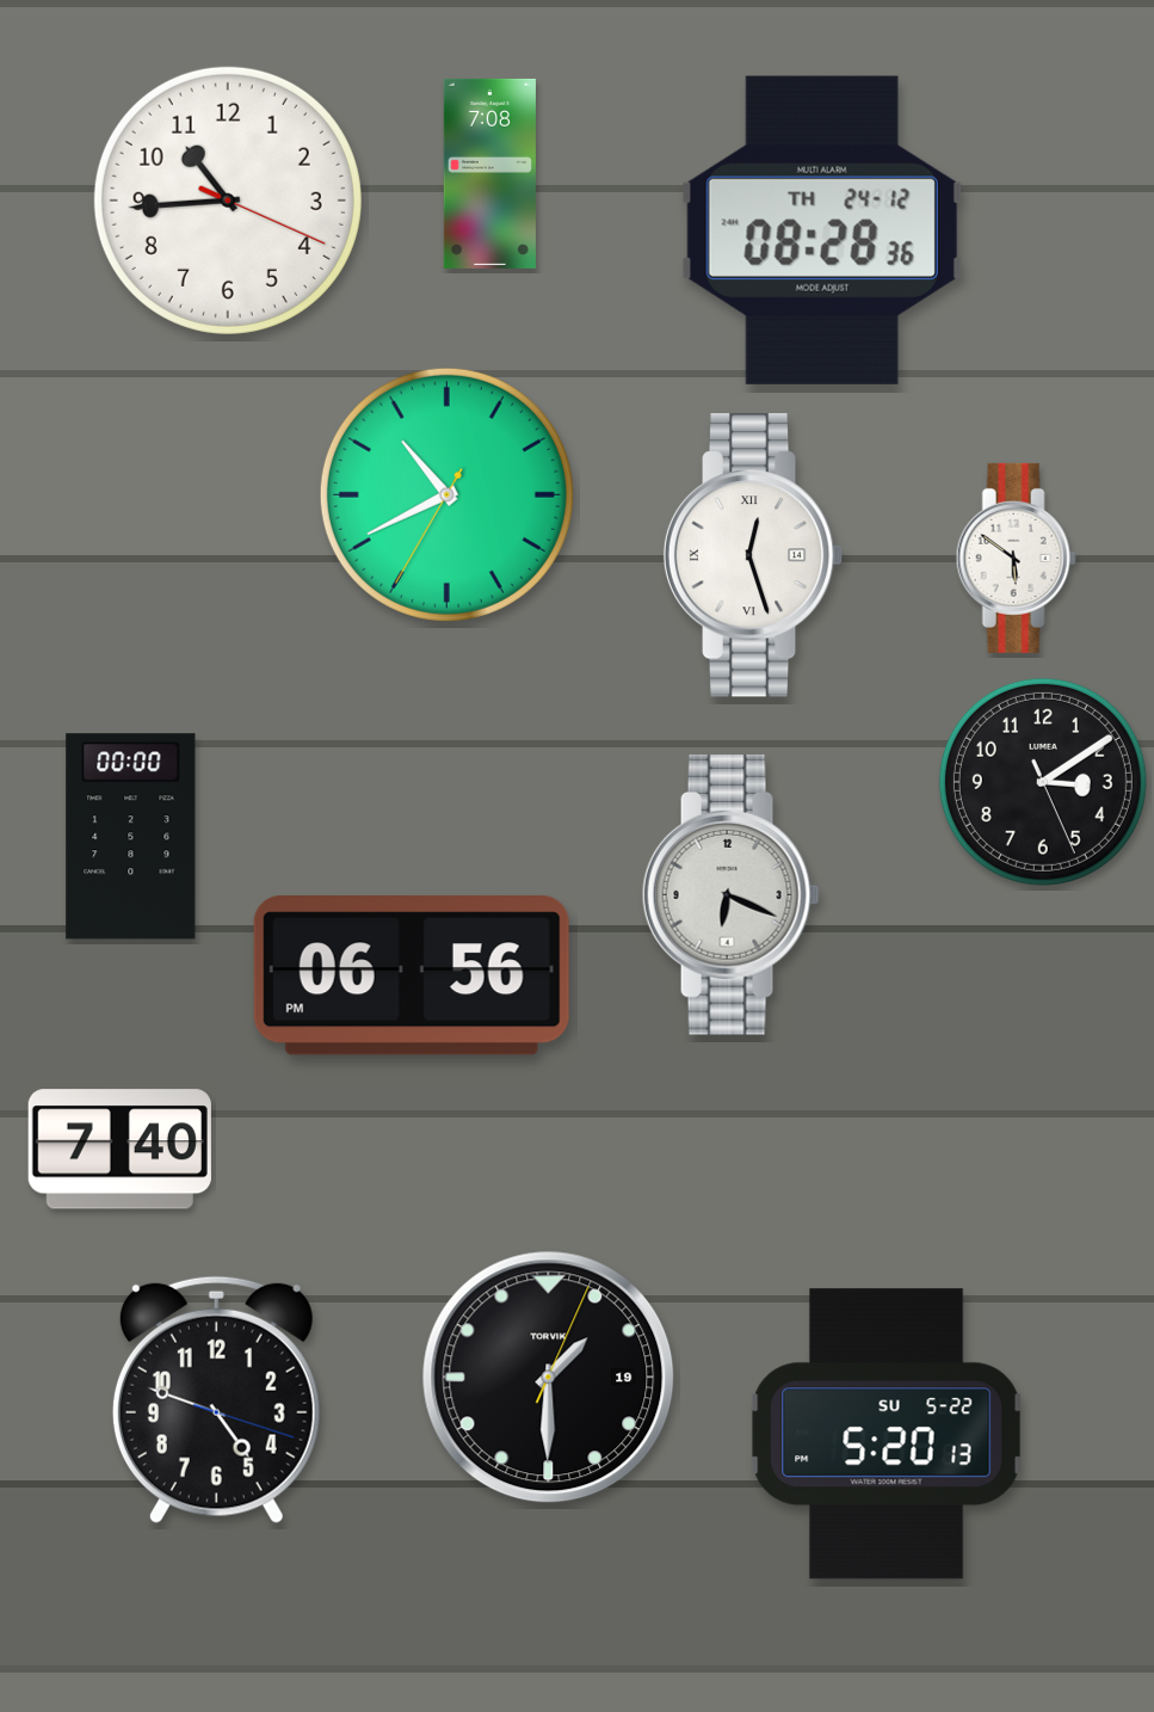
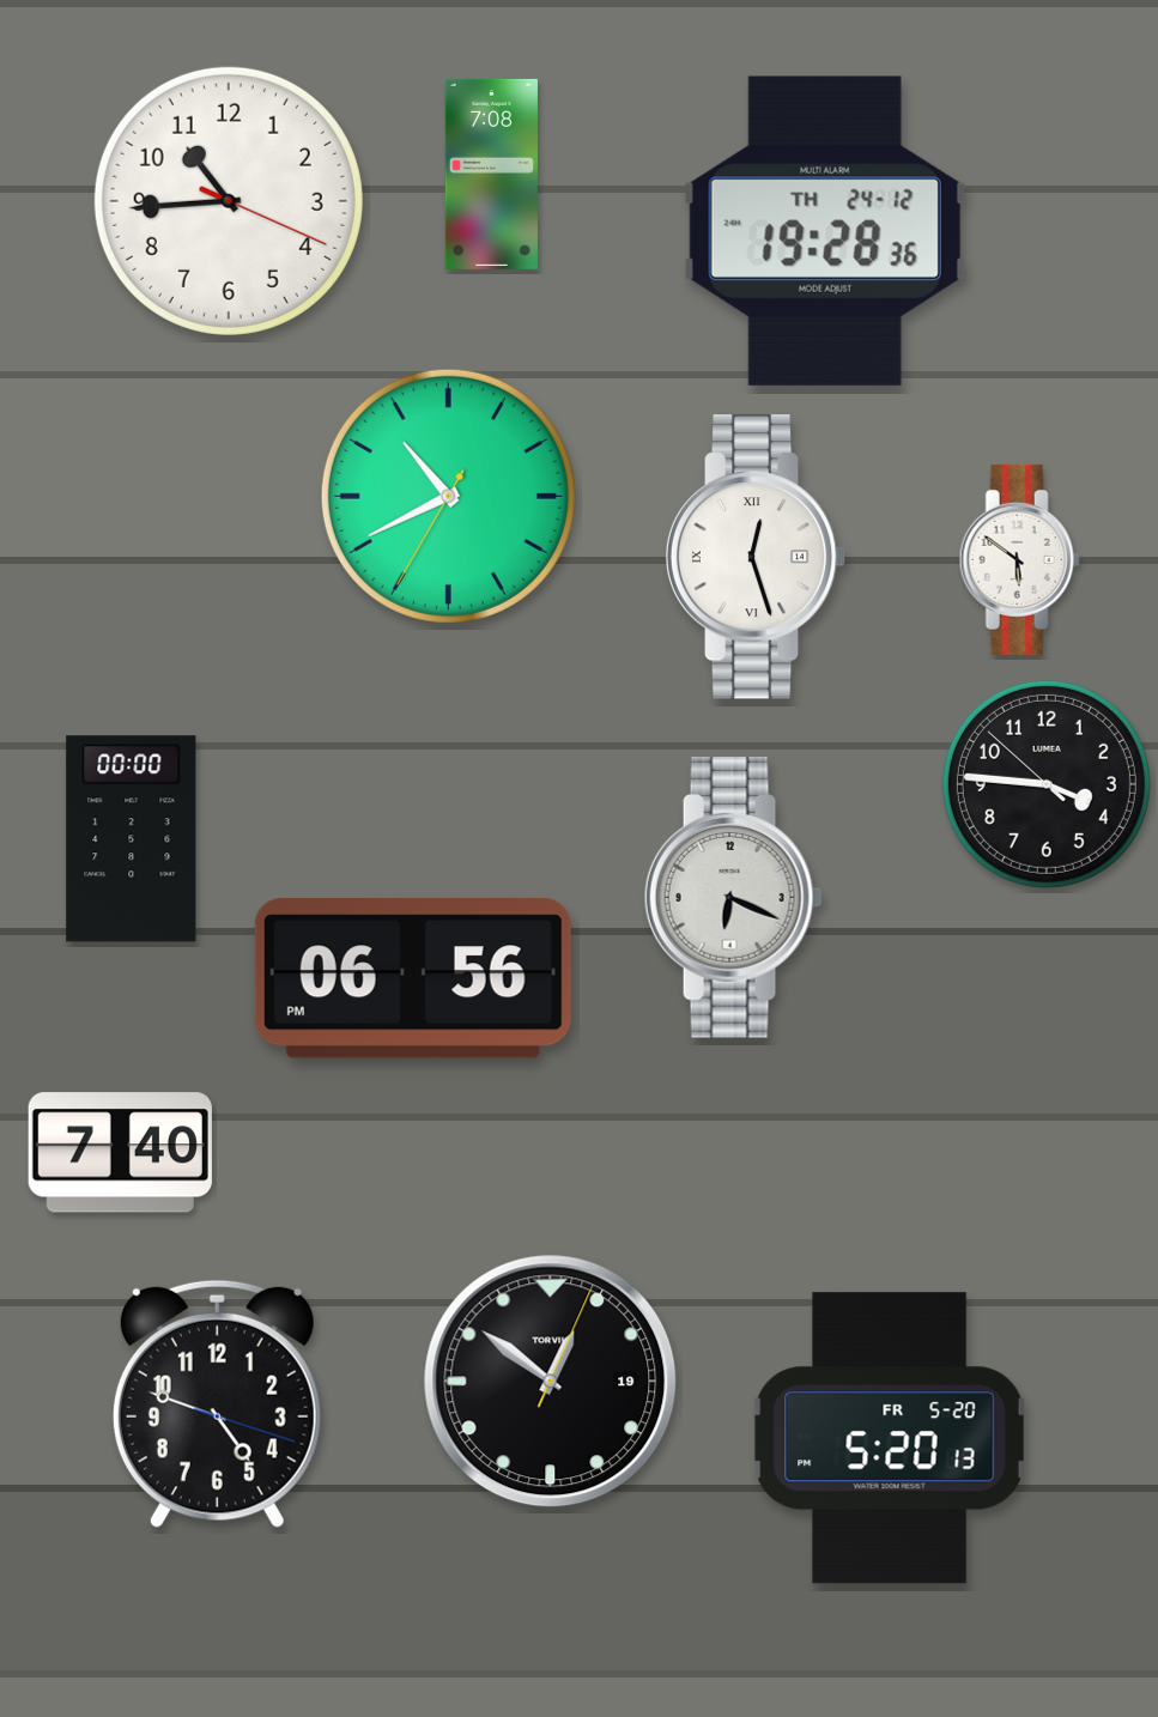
clock at (822, 230): 08:28 -> 19:28
clock at (1043, 782): 3:09 -> 3:45
clock at (549, 1378): 1:30 -> 12:51
clock at (887, 1434) date: SU 5-22 -> FR 5-20
